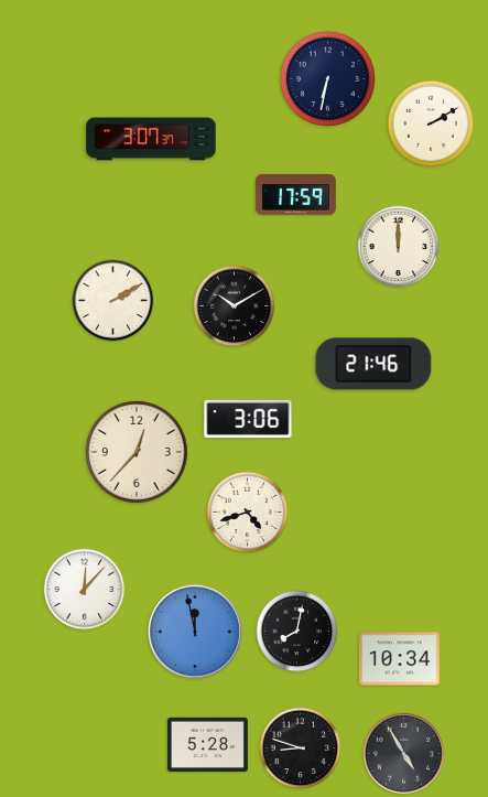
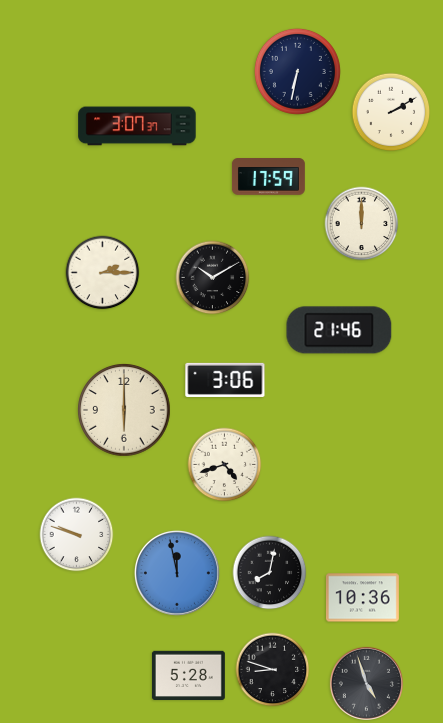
clock at (113, 301): 2:10 -> 2:15
clock at (137, 452): 12:37 -> 6:00
clock at (85, 590): 12:07 -> 9:48
clock at (399, 659): 10:34 -> 10:36
clock at (301, 748) position: (301, 748) -> (273, 670)
clock at (403, 753): 4:55 -> 4:57
